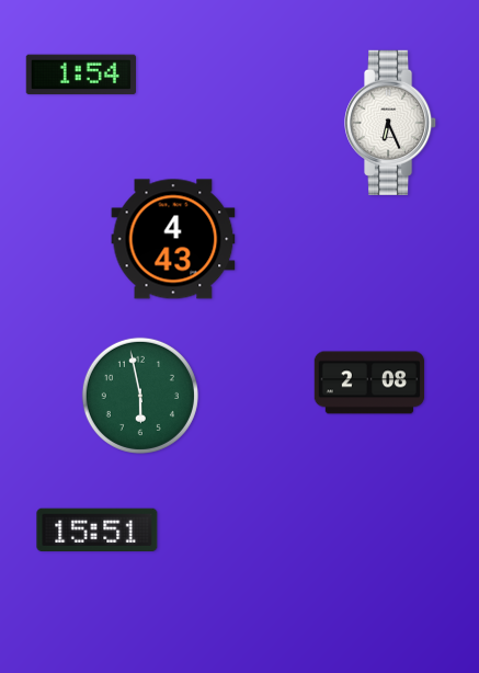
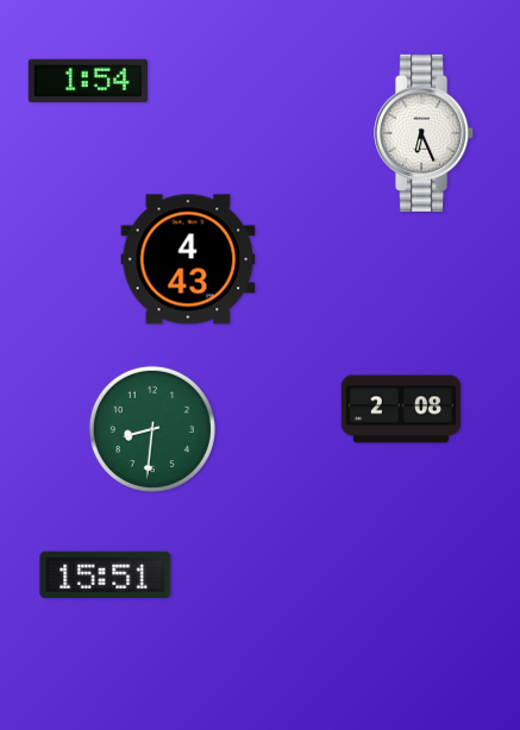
clock at (369, 383) position: (369, 383) -> (401, 409)
clock at (140, 396): 5:58 -> 8:31
